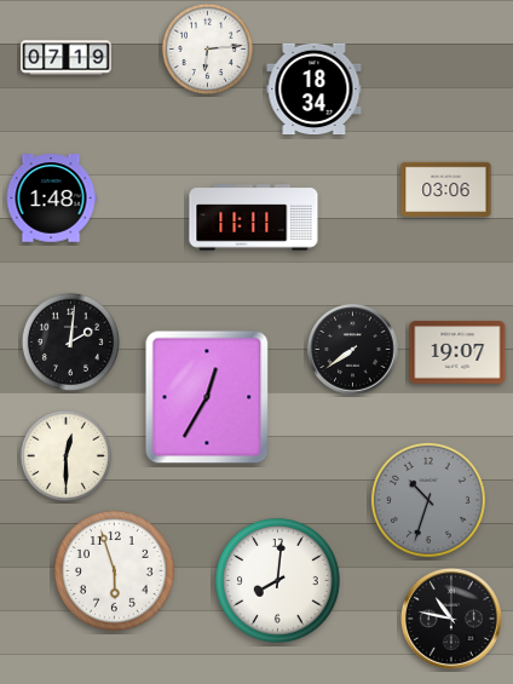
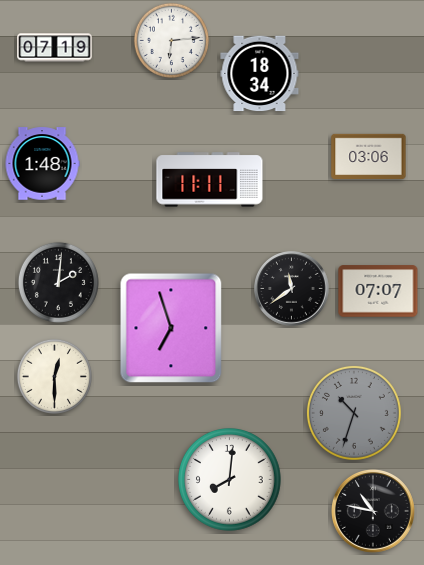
clock at (353, 350): 7:39 -> 11:39
clock at (457, 352): 19:07 -> 07:07
clock at (207, 397): 12:35 -> 6:57
clock at (114, 570): 5:57 -> none
